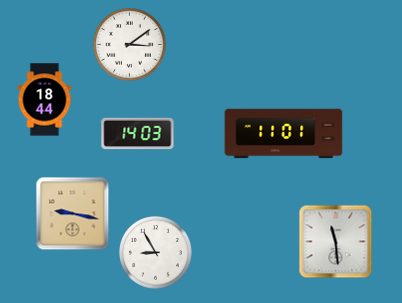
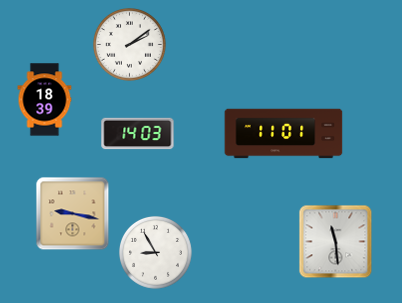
clock at (130, 45): 3:09 -> 2:09
clock at (45, 100): 18:44 -> 18:39
